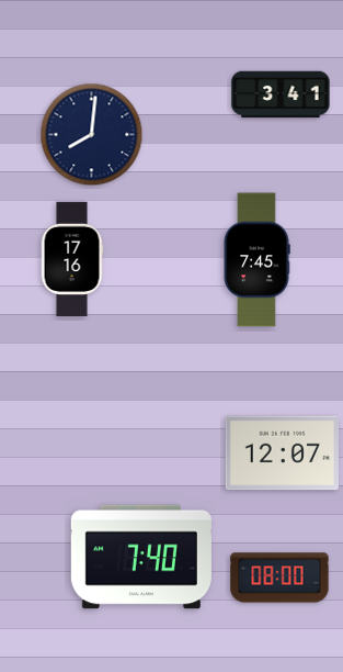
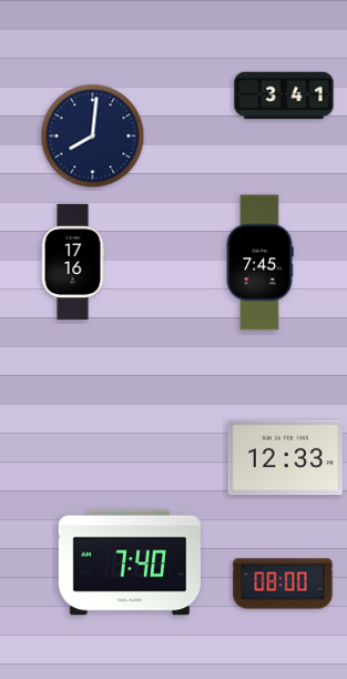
clock at (282, 453): 12:07 -> 12:33
clock at (141, 557) position: (141, 557) -> (130, 563)
